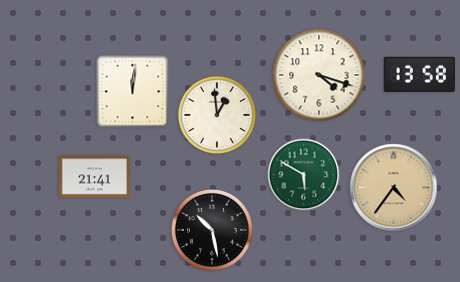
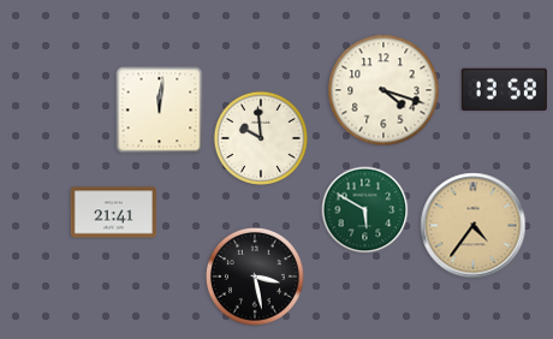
clock at (217, 115): 12:59 -> 9:59
clock at (212, 230): 10:28 -> 3:28
